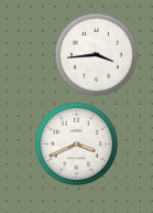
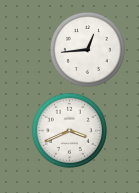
clock at (96, 54): 3:44 -> 12:44
